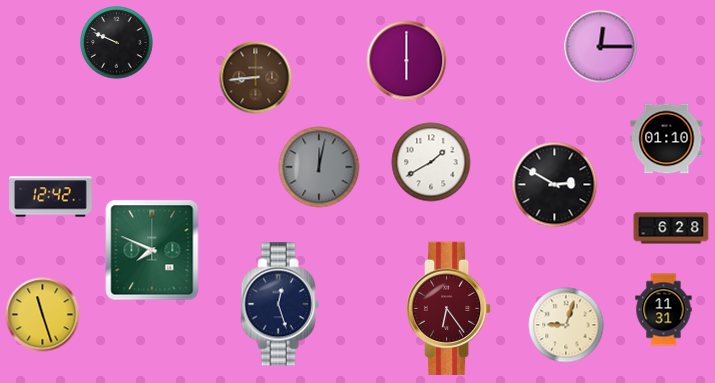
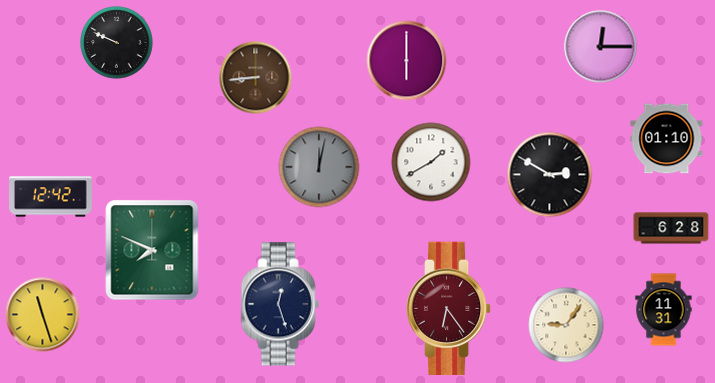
clock at (555, 185) position: (555, 185) -> (550, 175)
clock at (566, 325): 9:03 -> 9:06
